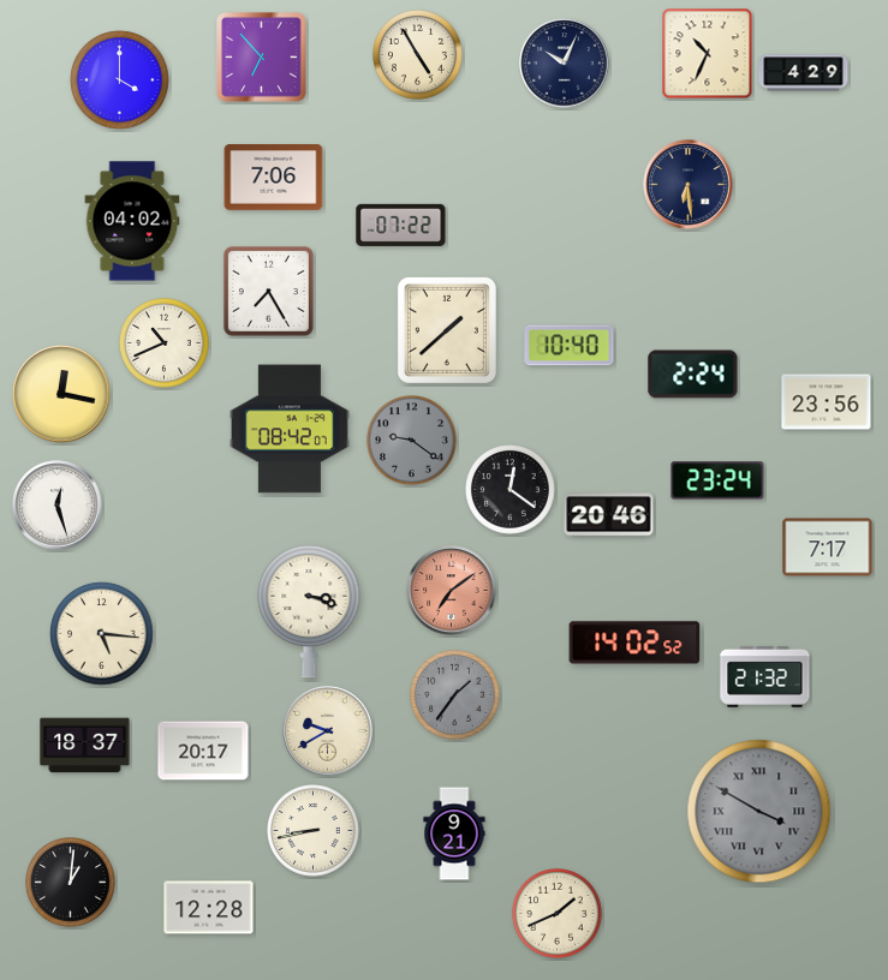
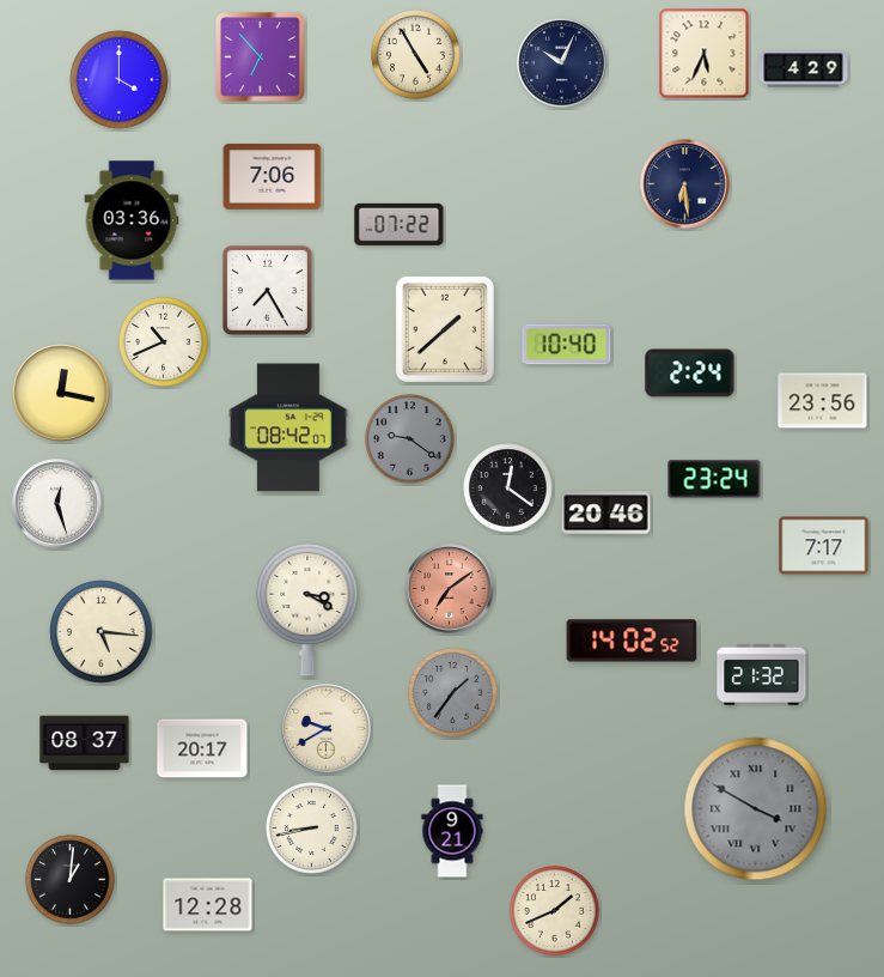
clock at (708, 54): 10:34 -> 5:34
clock at (804, 73) position: (804, 73) -> (804, 69)
clock at (132, 221): 04:02 -> 03:36
clock at (309, 611): 3:18 -> 3:20
clock at (85, 746): 18:37 -> 08:37
